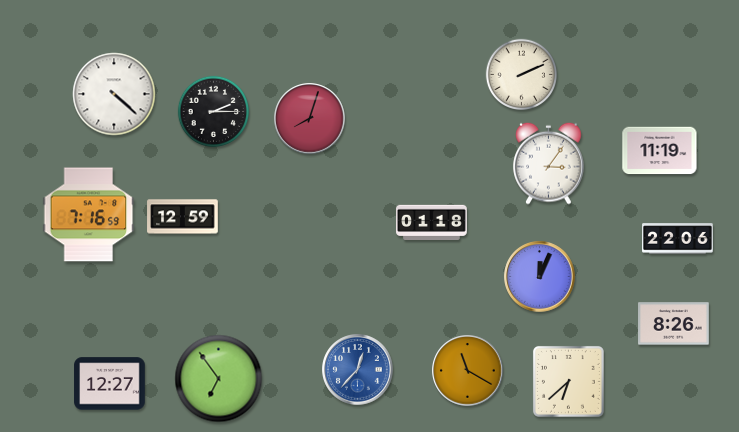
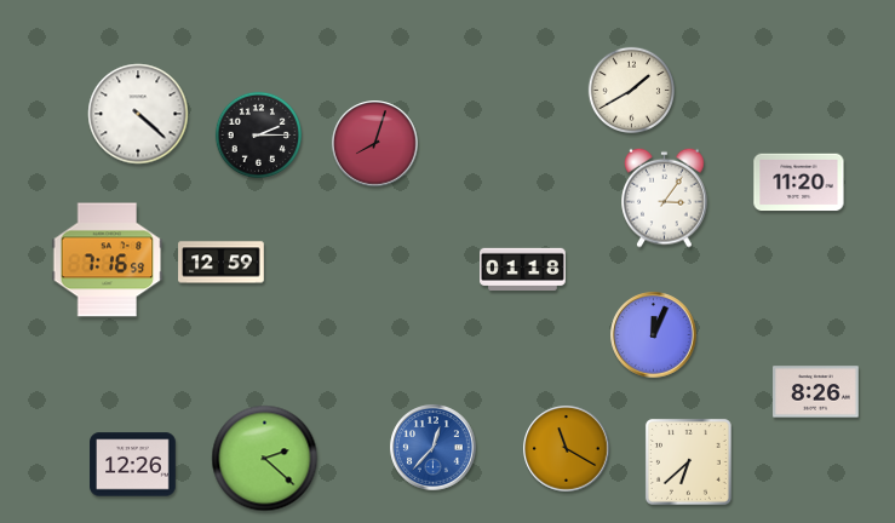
clock at (521, 74): 2:11 -> 1:40
clock at (660, 151): 11:19 -> 11:20
clock at (678, 239): 22:06 -> none
clock at (219, 379): 6:54 -> 2:22
clock at (110, 384): 12:27 -> 12:26
